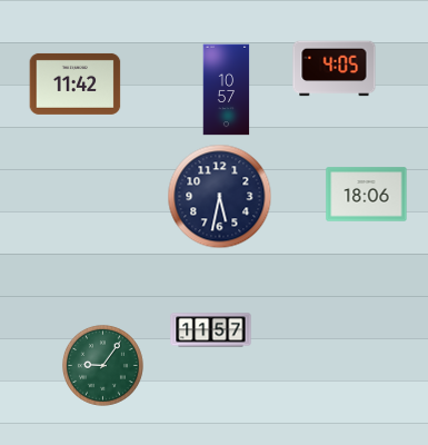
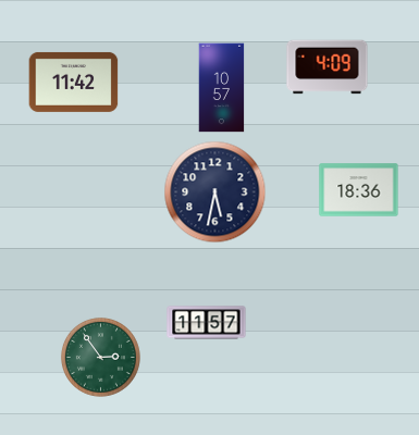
clock at (335, 69): 4:05 -> 4:09
clock at (367, 195): 18:06 -> 18:36
clock at (102, 365): 9:06 -> 2:54
